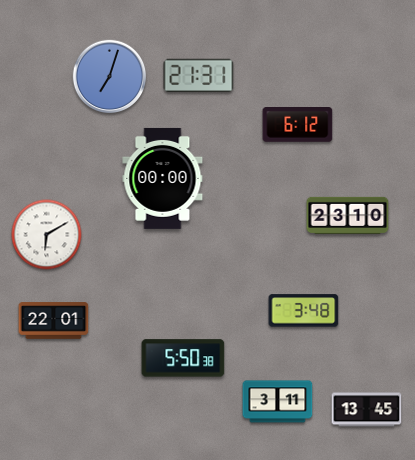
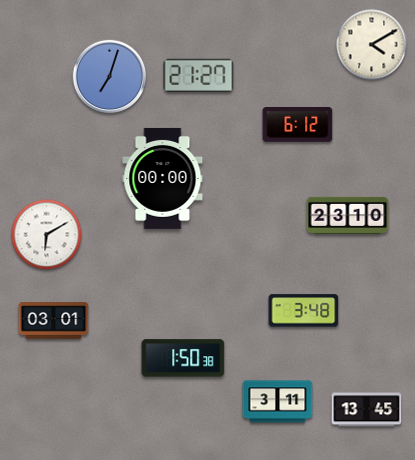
clock at (372, 45): none -> 4:10
clock at (199, 76): 21:31 -> 21:27
clock at (54, 321): 22:01 -> 03:01
clock at (183, 358): 5:50 -> 1:50
